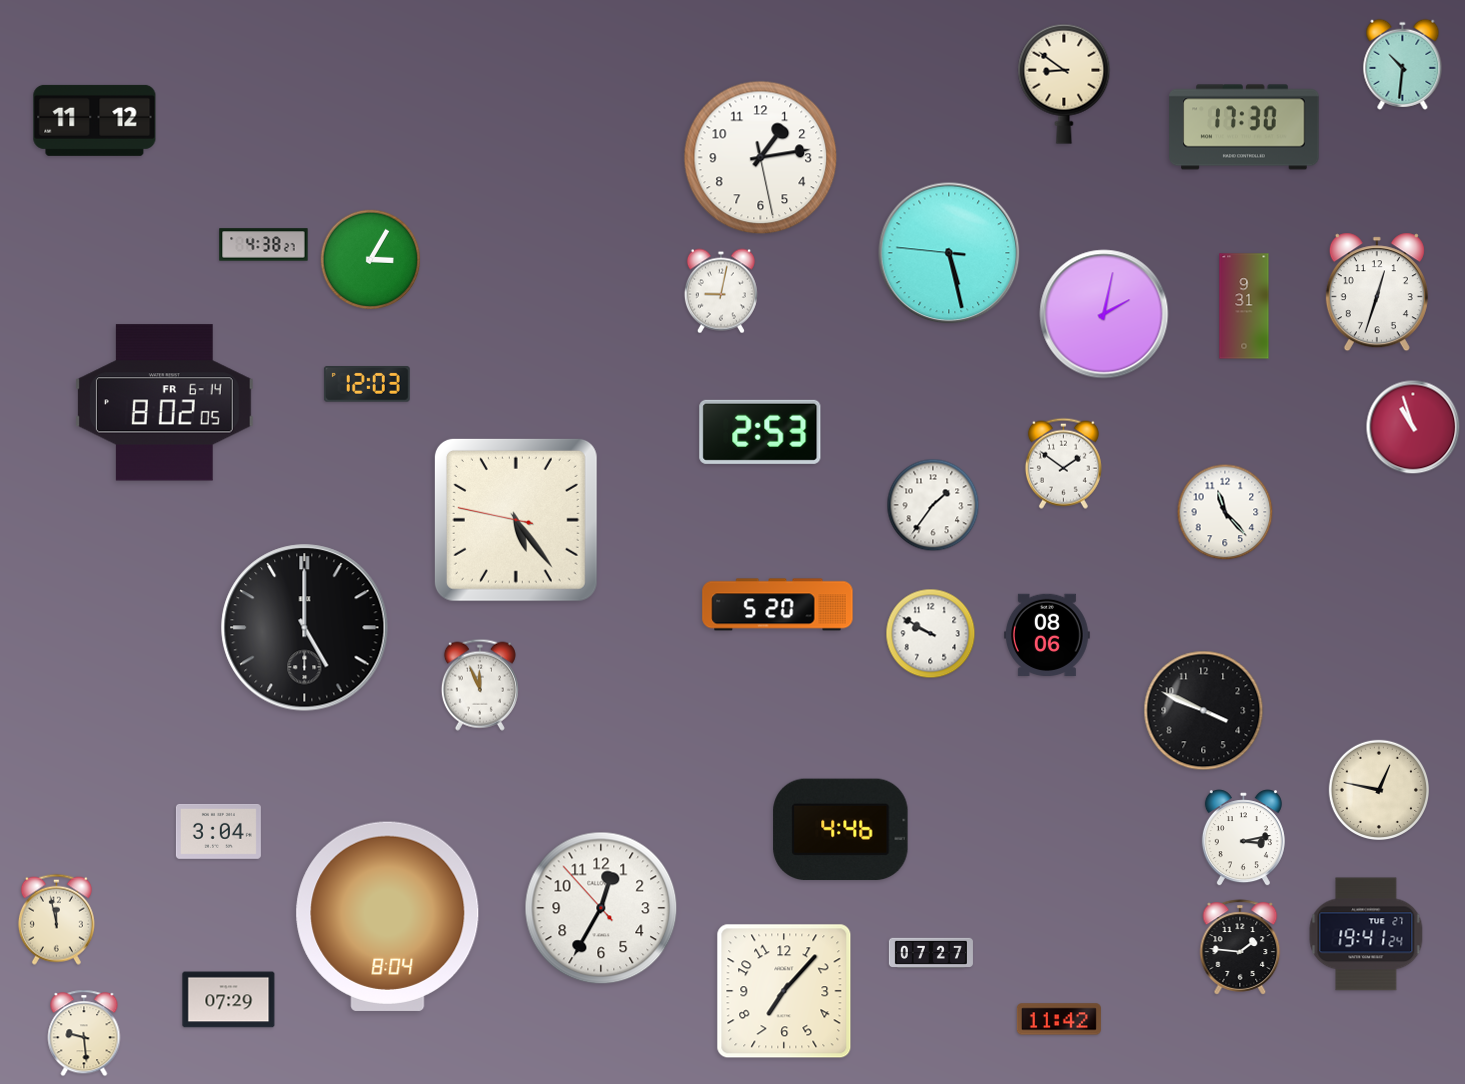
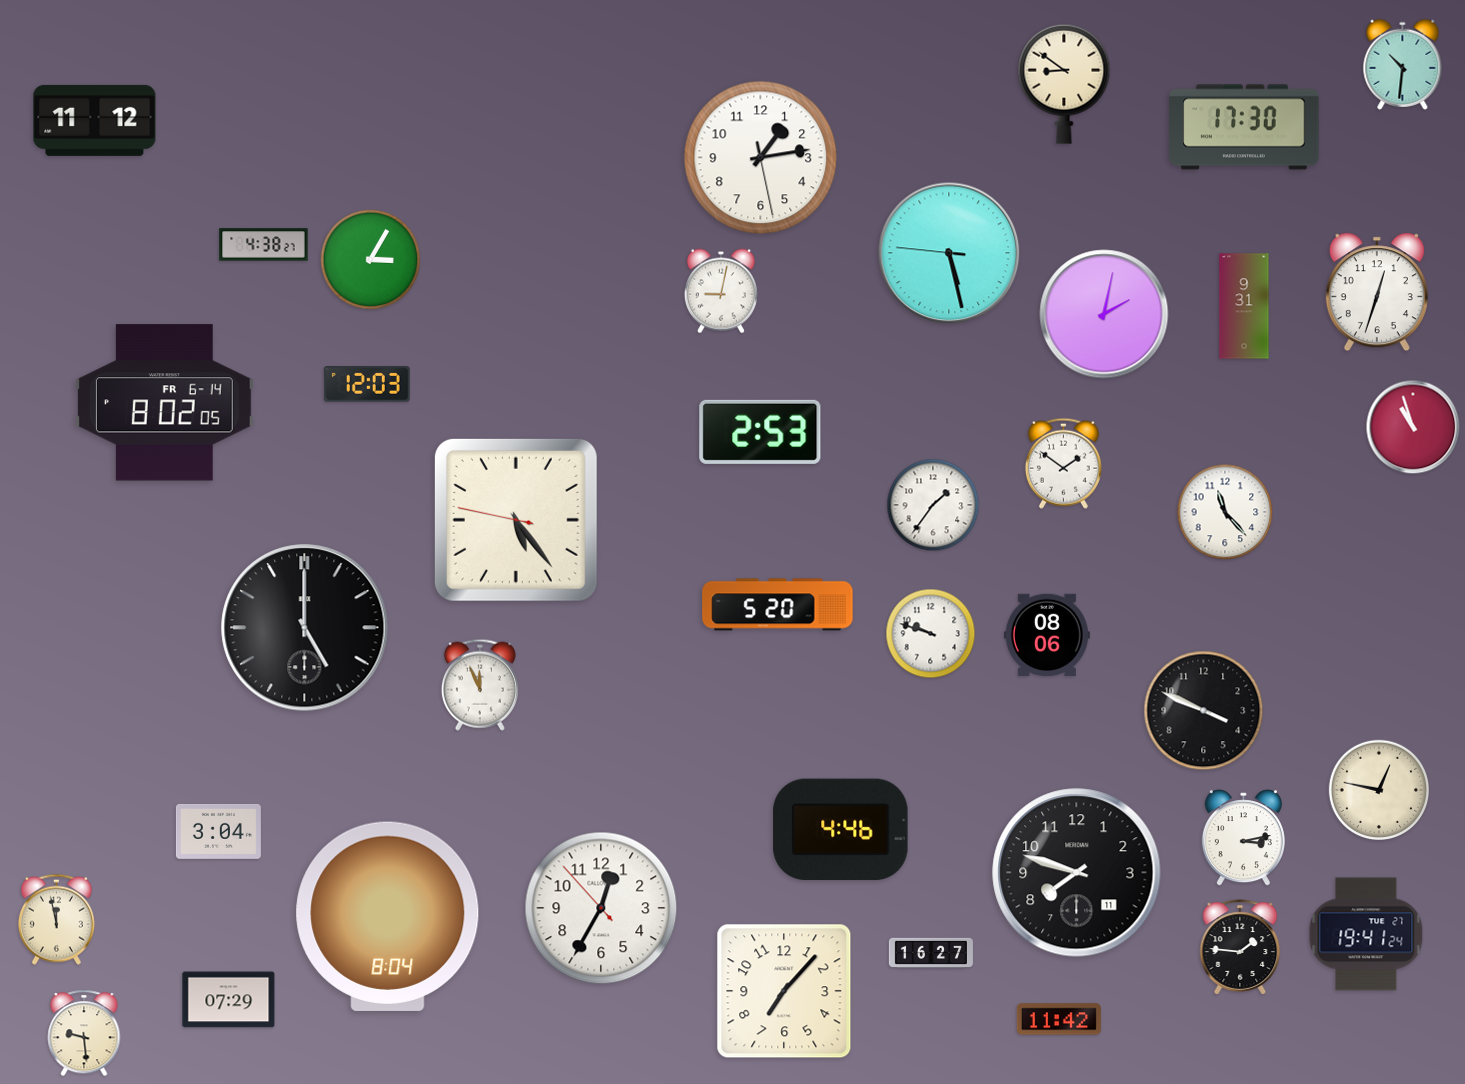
clock at (931, 634): 9:50 -> 9:48
clock at (1077, 873): none -> 7:48
clock at (931, 953): 07:27 -> 16:27
